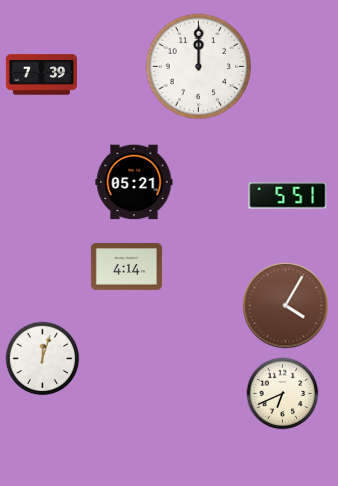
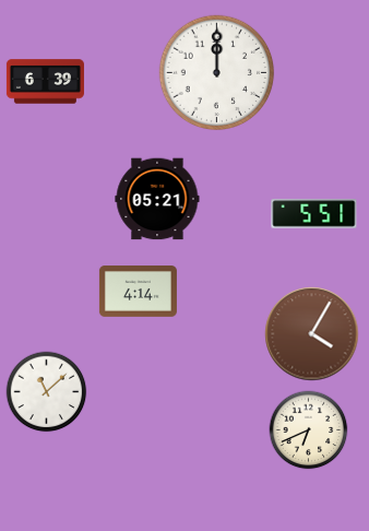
clock at (41, 75): 7:39 -> 6:39
clock at (134, 182) position: (134, 182) -> (157, 199)
clock at (43, 359): 12:03 -> 11:08
